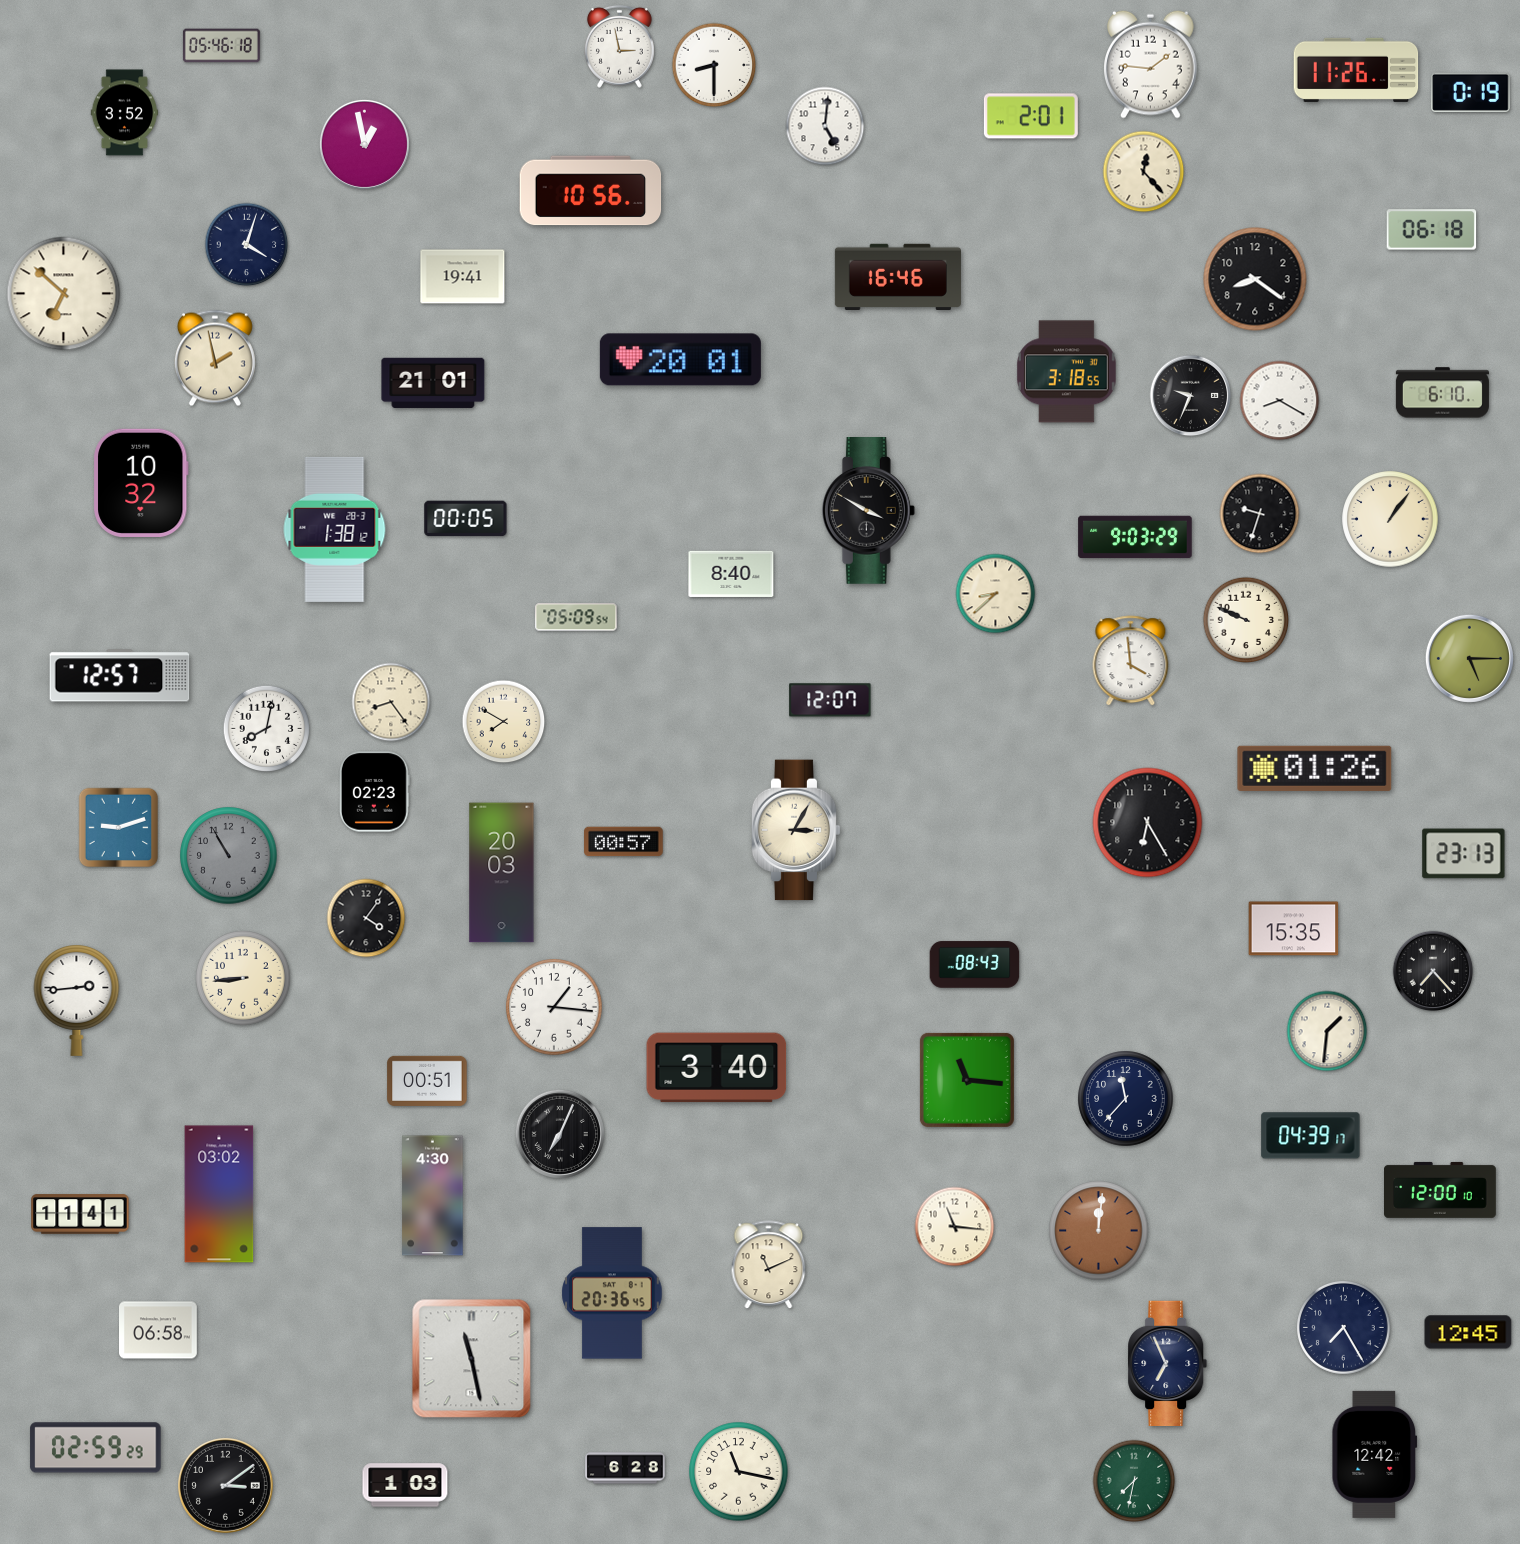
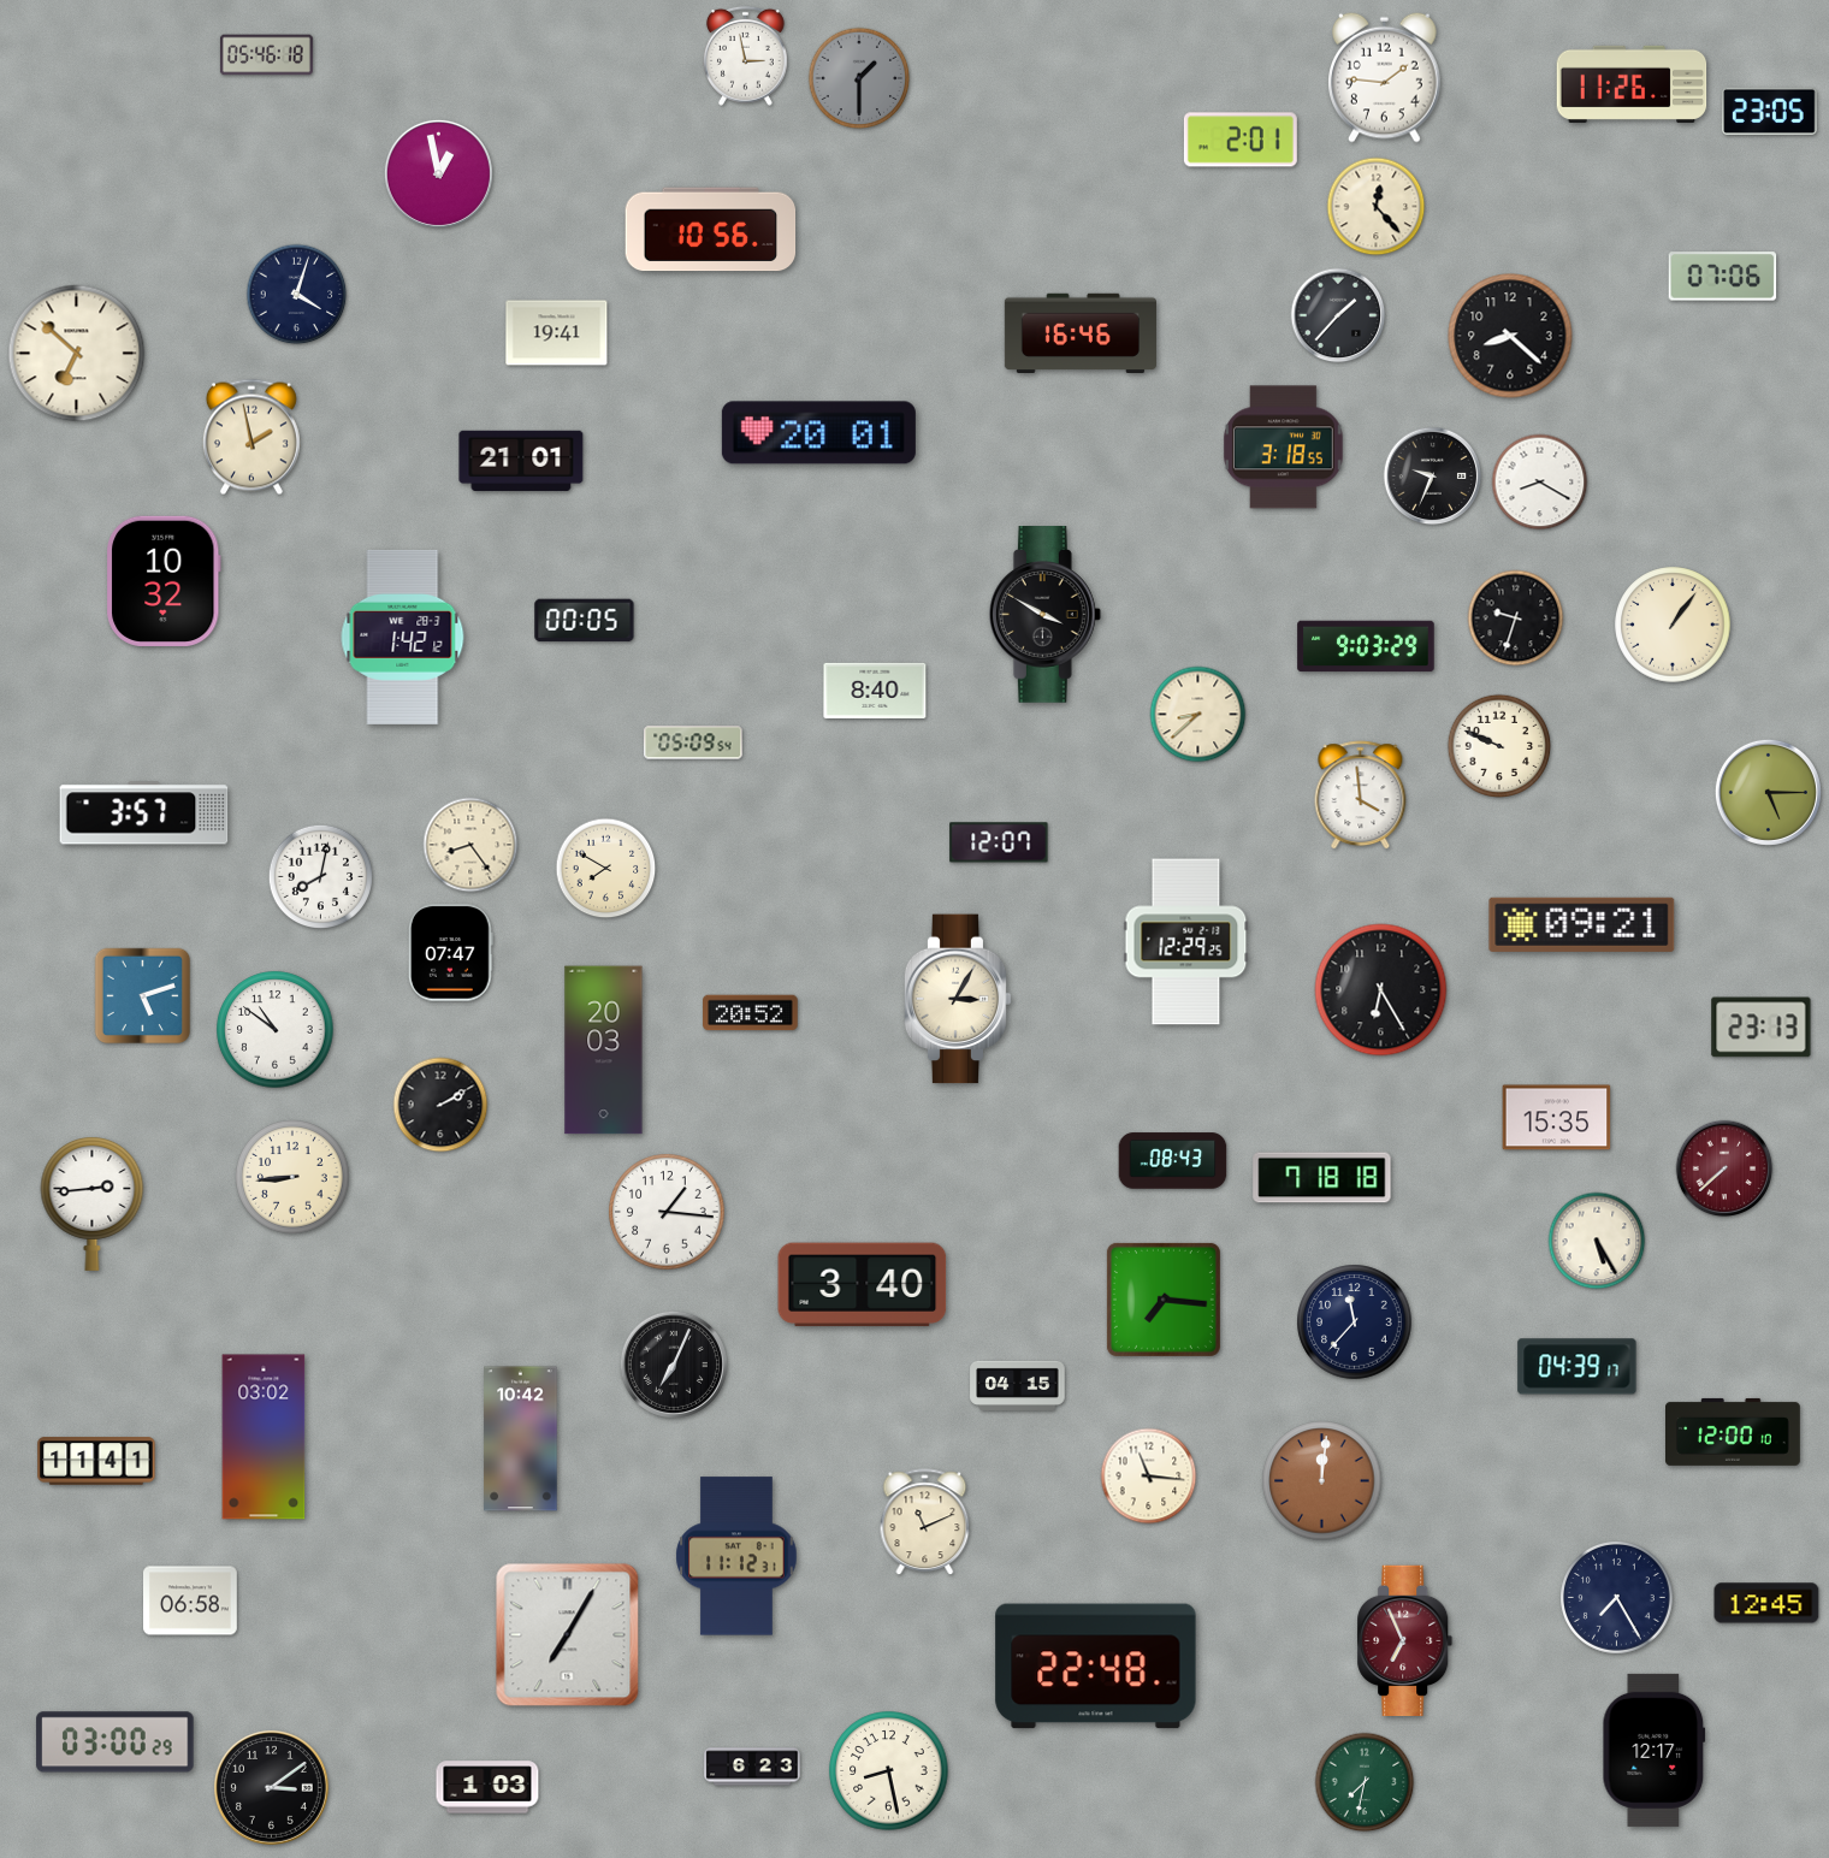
clock at (714, 65): 8:30 -> 1:30
clock at (714, 65) dial: white -> grey
clock at (1471, 92): 0:19 -> 23:05
clock at (125, 113): 3:52 -> none
clock at (825, 126): 5:01 -> none
clock at (1432, 230): 06:18 -> 07:06
clock at (1338, 315): none -> 1:37
clock at (1255, 279): 8:21 -> 8:22
clock at (215, 358) position: (215, 358) -> (251, 437)
clock at (1442, 393): 6:10 -> none
clock at (141, 482) position: (141, 482) -> (164, 580)
clock at (466, 519) position: (466, 519) -> (585, 621)
clock at (335, 529): 1:38 -> 1:42
clock at (731, 574) position: (731, 574) -> (875, 691)
clock at (120, 676): 12:57 -> 3:57
clock at (1315, 768): 01:26 -> 09:21
clock at (1186, 942): none -> 12:29
clock at (374, 792): 02:23 -> 07:47
clock at (119, 828): 9:12 -> 5:12
clock at (624, 842): 00:57 -> 20:52
clock at (229, 856): 10:55 -> 10:51
clock at (229, 856) dial: grey -> white
clock at (366, 918): 4:06 -> 2:10
clock at (1433, 971): 7:23 -> 7:38
clock at (1433, 971) dial: black -> burgundy
clock at (1322, 1178): none -> 7:18
clock at (1327, 1031): 1:31 -> 5:25
clock at (967, 1080): 11:16 -> 7:16
clock at (427, 1081): 00:51 -> none
clock at (1018, 1385): none -> 04:15
clock at (433, 1196): 4:30 -> 10:42
clock at (612, 1293): 20:36 -> 11:12
clock at (472, 1359): 11:28 -> 7:05
clock at (1168, 1363) dial: navy -> burgundy
clock at (1096, 1667): none -> 22:48
clock at (96, 1448): 02:59 -> 03:00
clock at (1375, 1454): 12:42 -> 12:17
clock at (625, 1468): 6:28 -> 6:23
clock at (739, 1472): 11:17 -> 8:28
